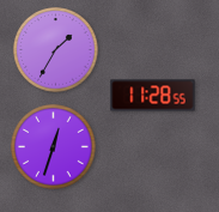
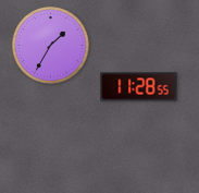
clock at (54, 147): 12:33 -> none
